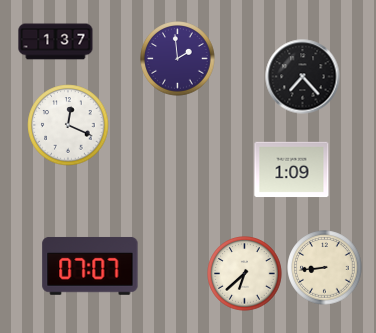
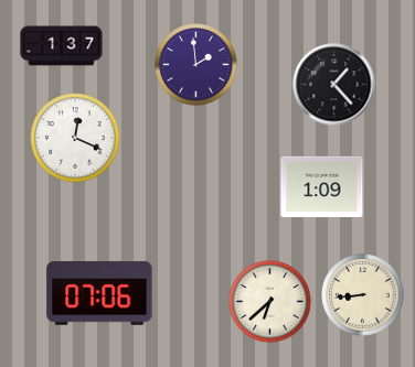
clock at (303, 77): 7:23 -> 1:23
clock at (90, 266): 07:07 -> 07:06
clock at (325, 268) position: (325, 268) -> (363, 295)
